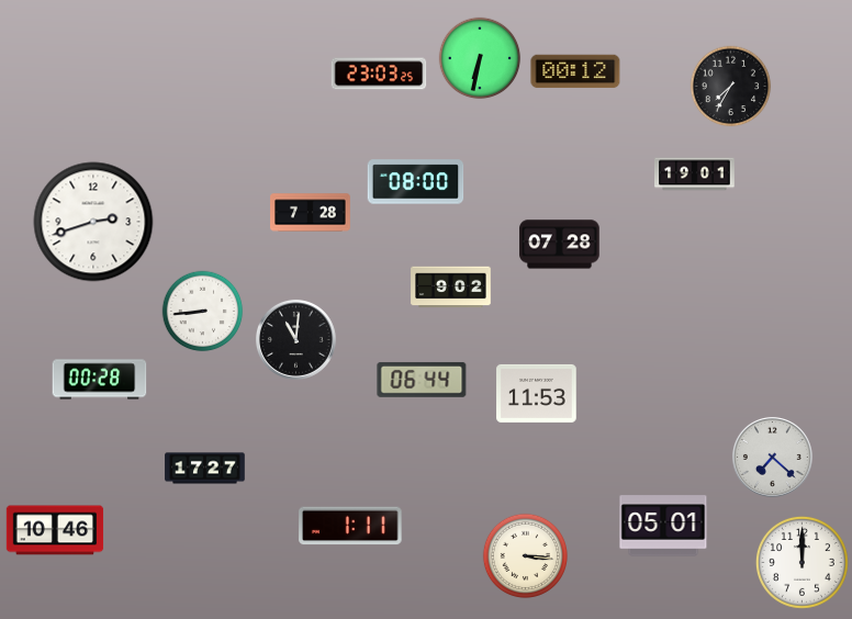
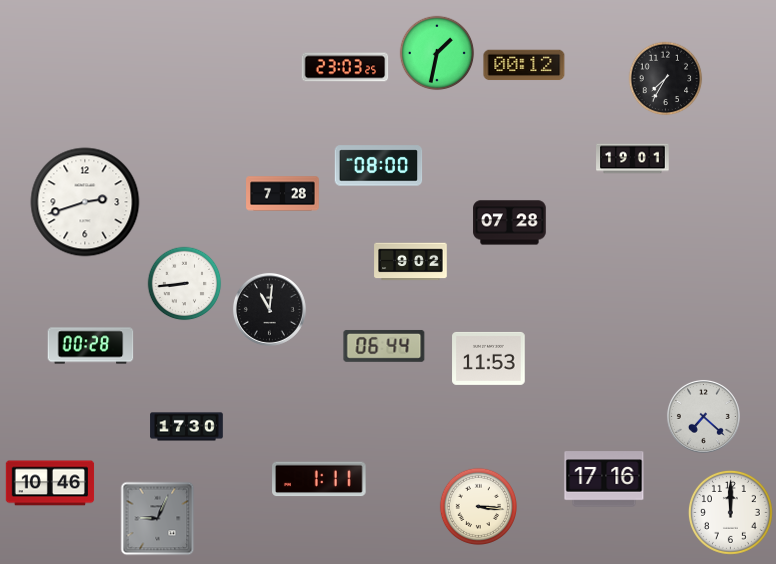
clock at (480, 58): 6:32 -> 1:32
clock at (205, 469): 17:27 -> 17:30
clock at (663, 526): 05:01 -> 17:16
clock at (158, 519): none -> 9:04
